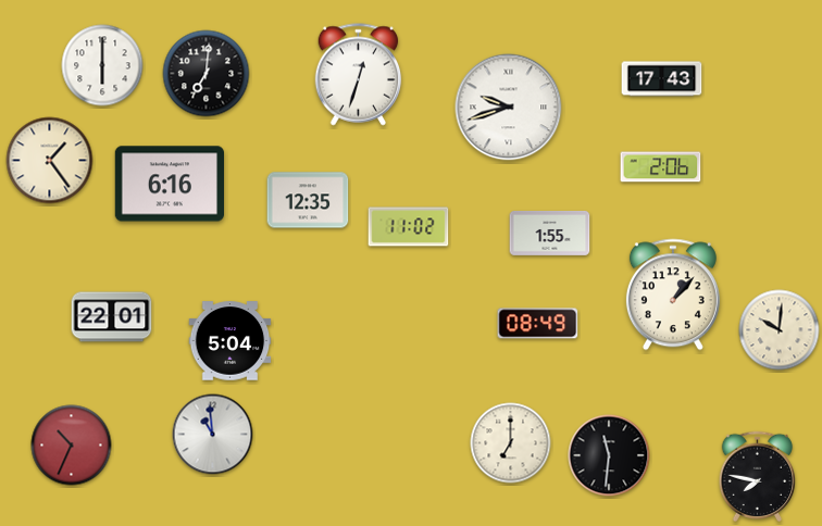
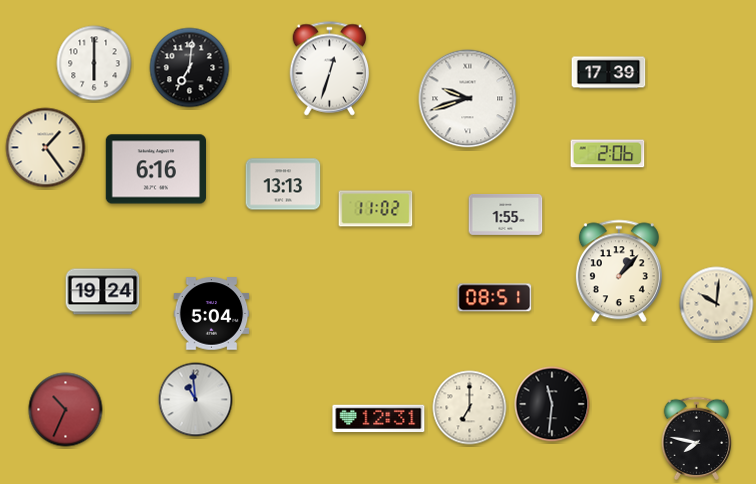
clock at (102, 65) position: (102, 65) -> (94, 63)
clock at (662, 79): 17:43 -> 17:39
clock at (308, 200): 12:35 -> 13:13
clock at (112, 317): 22:01 -> 19:24
clock at (538, 324): 08:49 -> 08:51
clock at (379, 419): none -> 12:31
clock at (609, 455) position: (609, 455) -> (552, 404)
